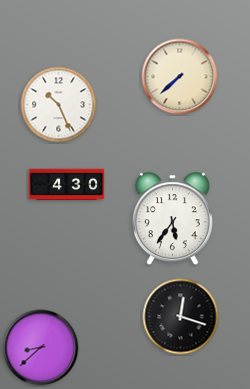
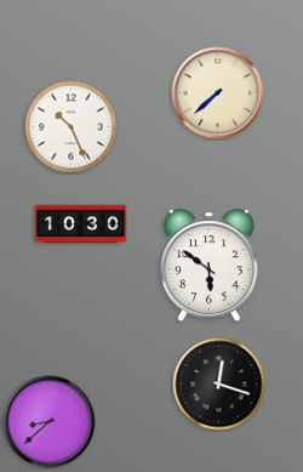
clock at (67, 185): 4:30 -> 10:30
clock at (172, 219): 5:36 -> 5:51
